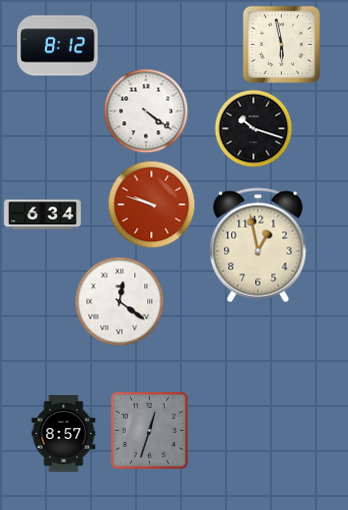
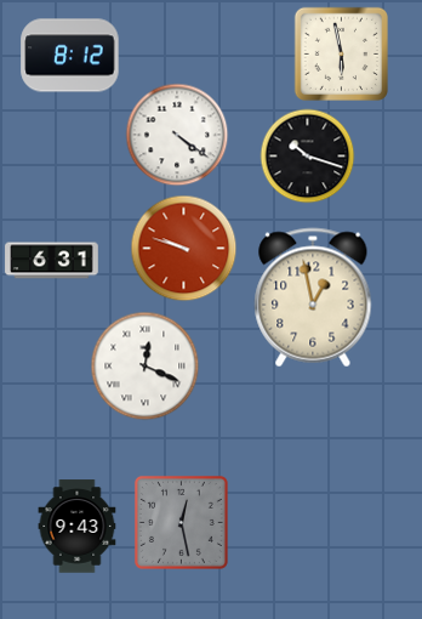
clock at (43, 215): 6:34 -> 6:31
clock at (119, 301): 12:21 -> 12:19
clock at (149, 430): 12:33 -> 12:28
clock at (64, 434): 8:57 -> 9:43
